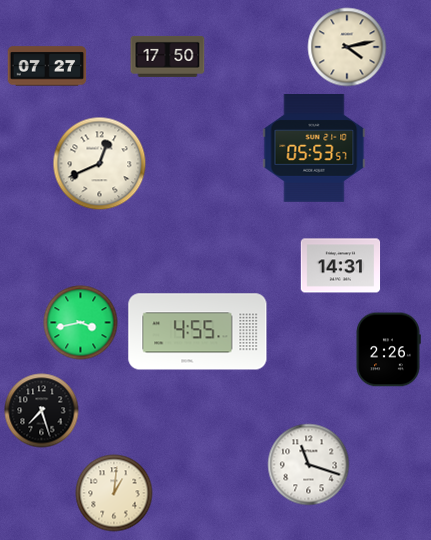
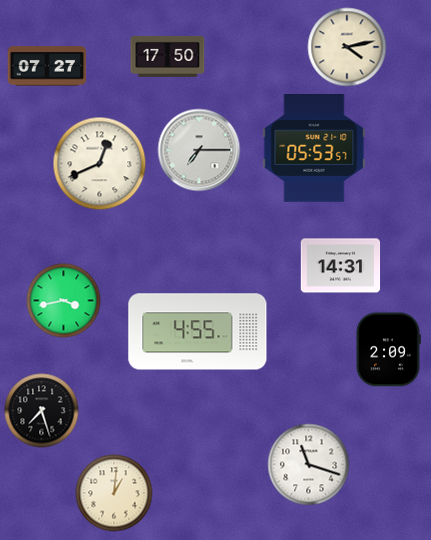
clock at (199, 150): none -> 7:15
clock at (81, 323) position: (81, 323) -> (64, 301)
clock at (388, 350): 2:26 -> 2:09
